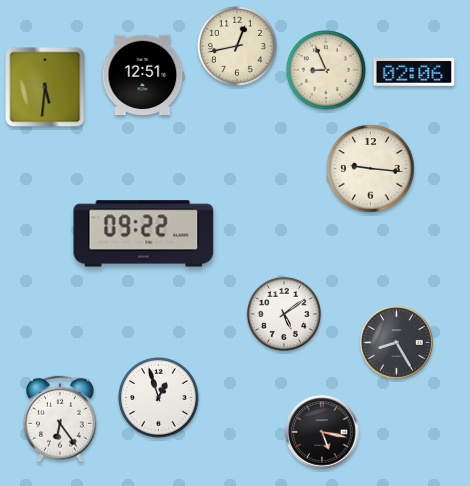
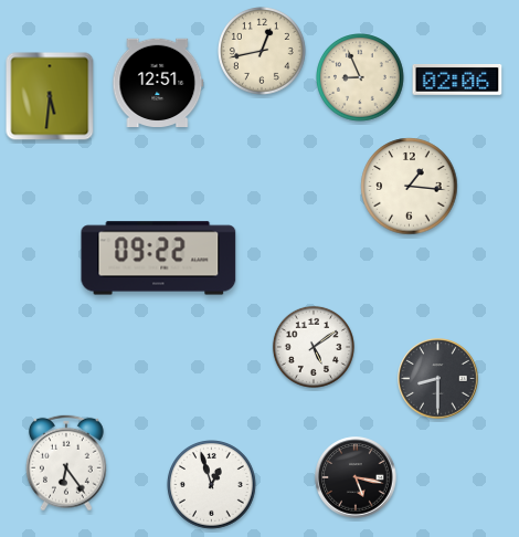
clock at (371, 169): 9:16 -> 1:16
clock at (397, 343): 8:25 -> 8:30
clock at (159, 398) position: (159, 398) -> (212, 485)
